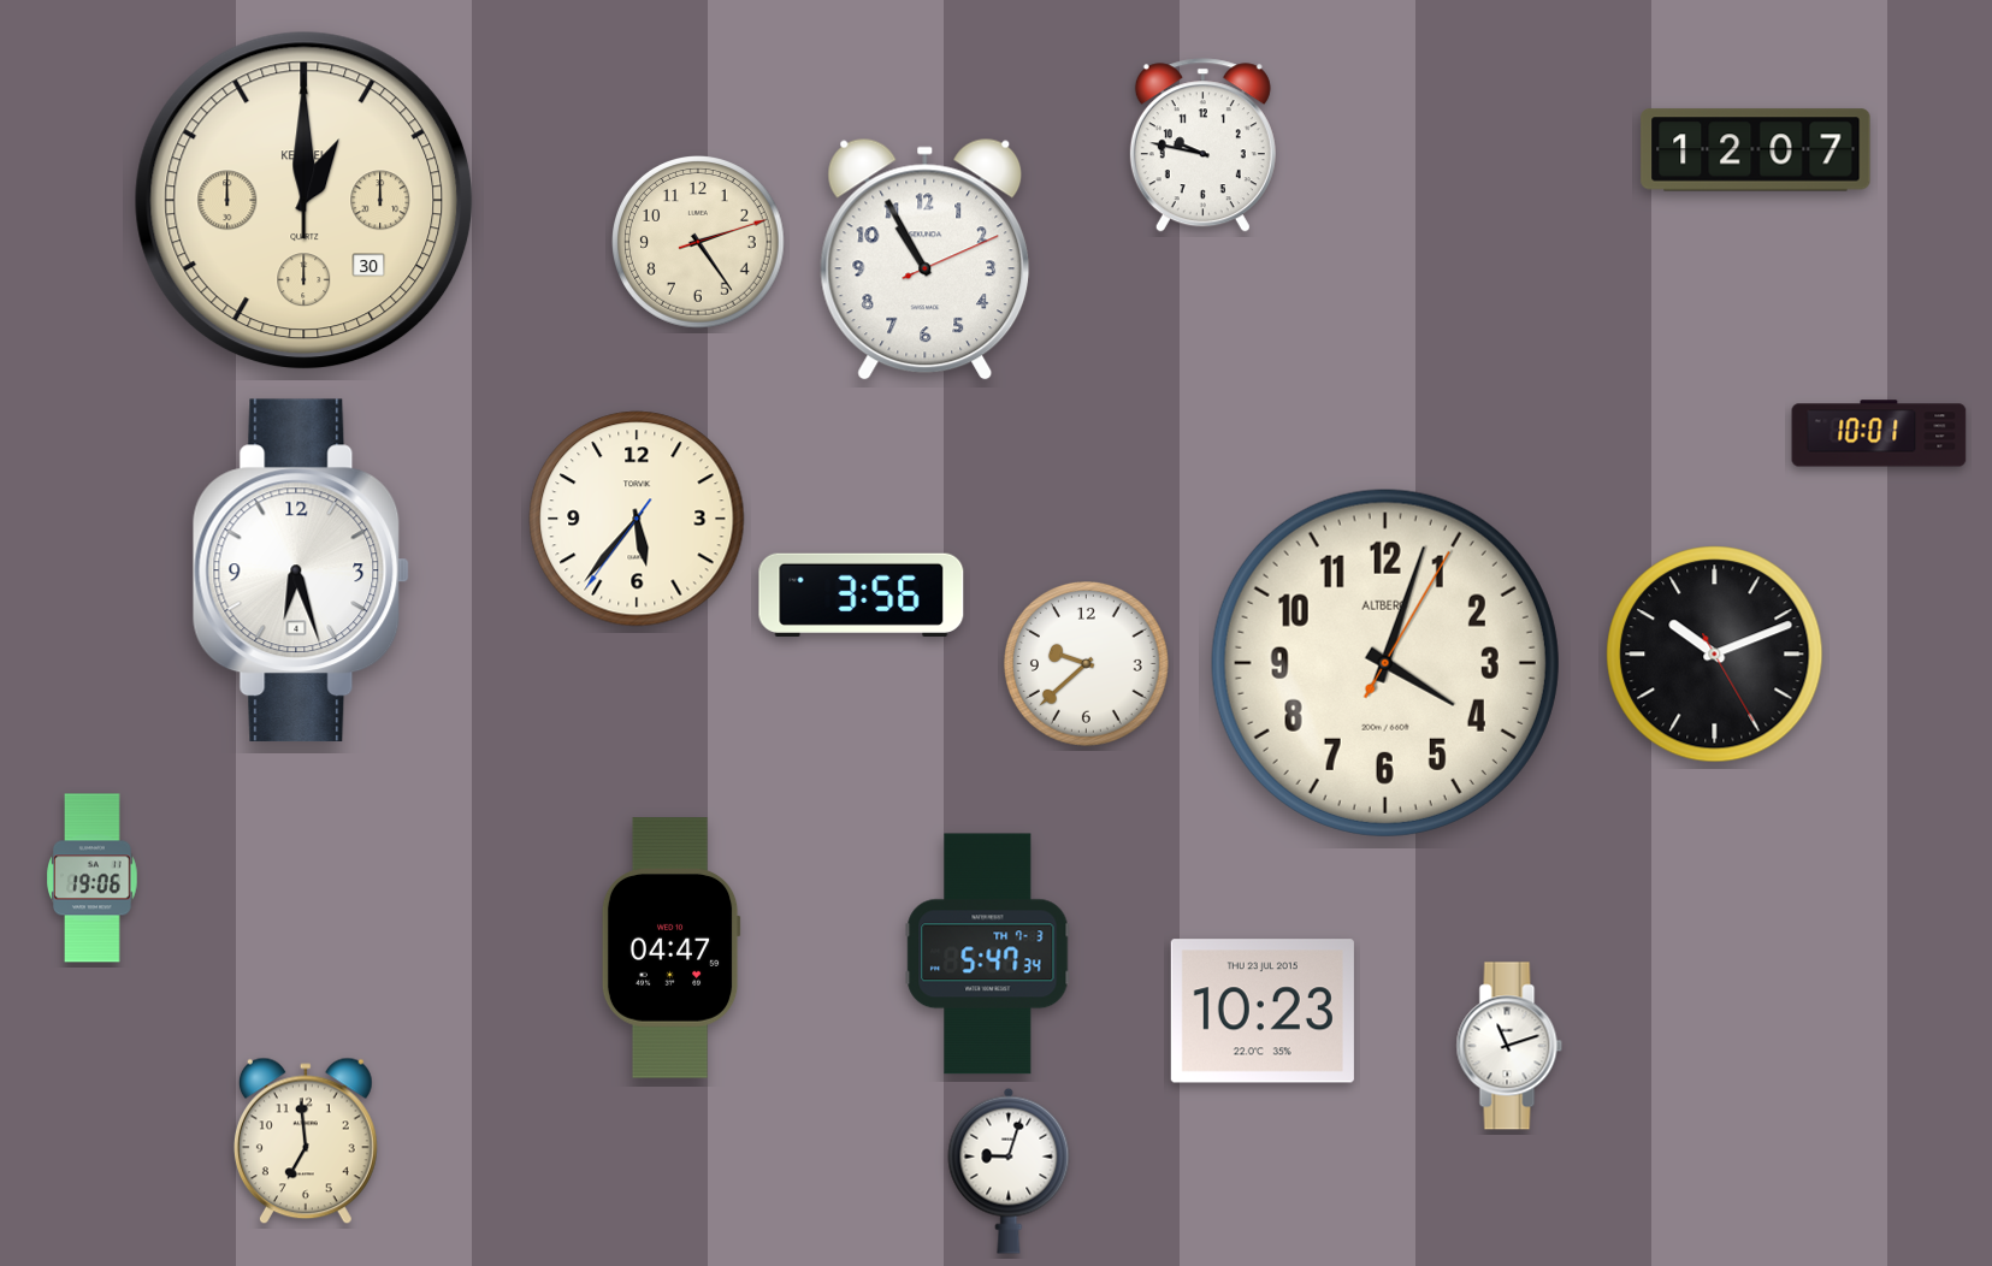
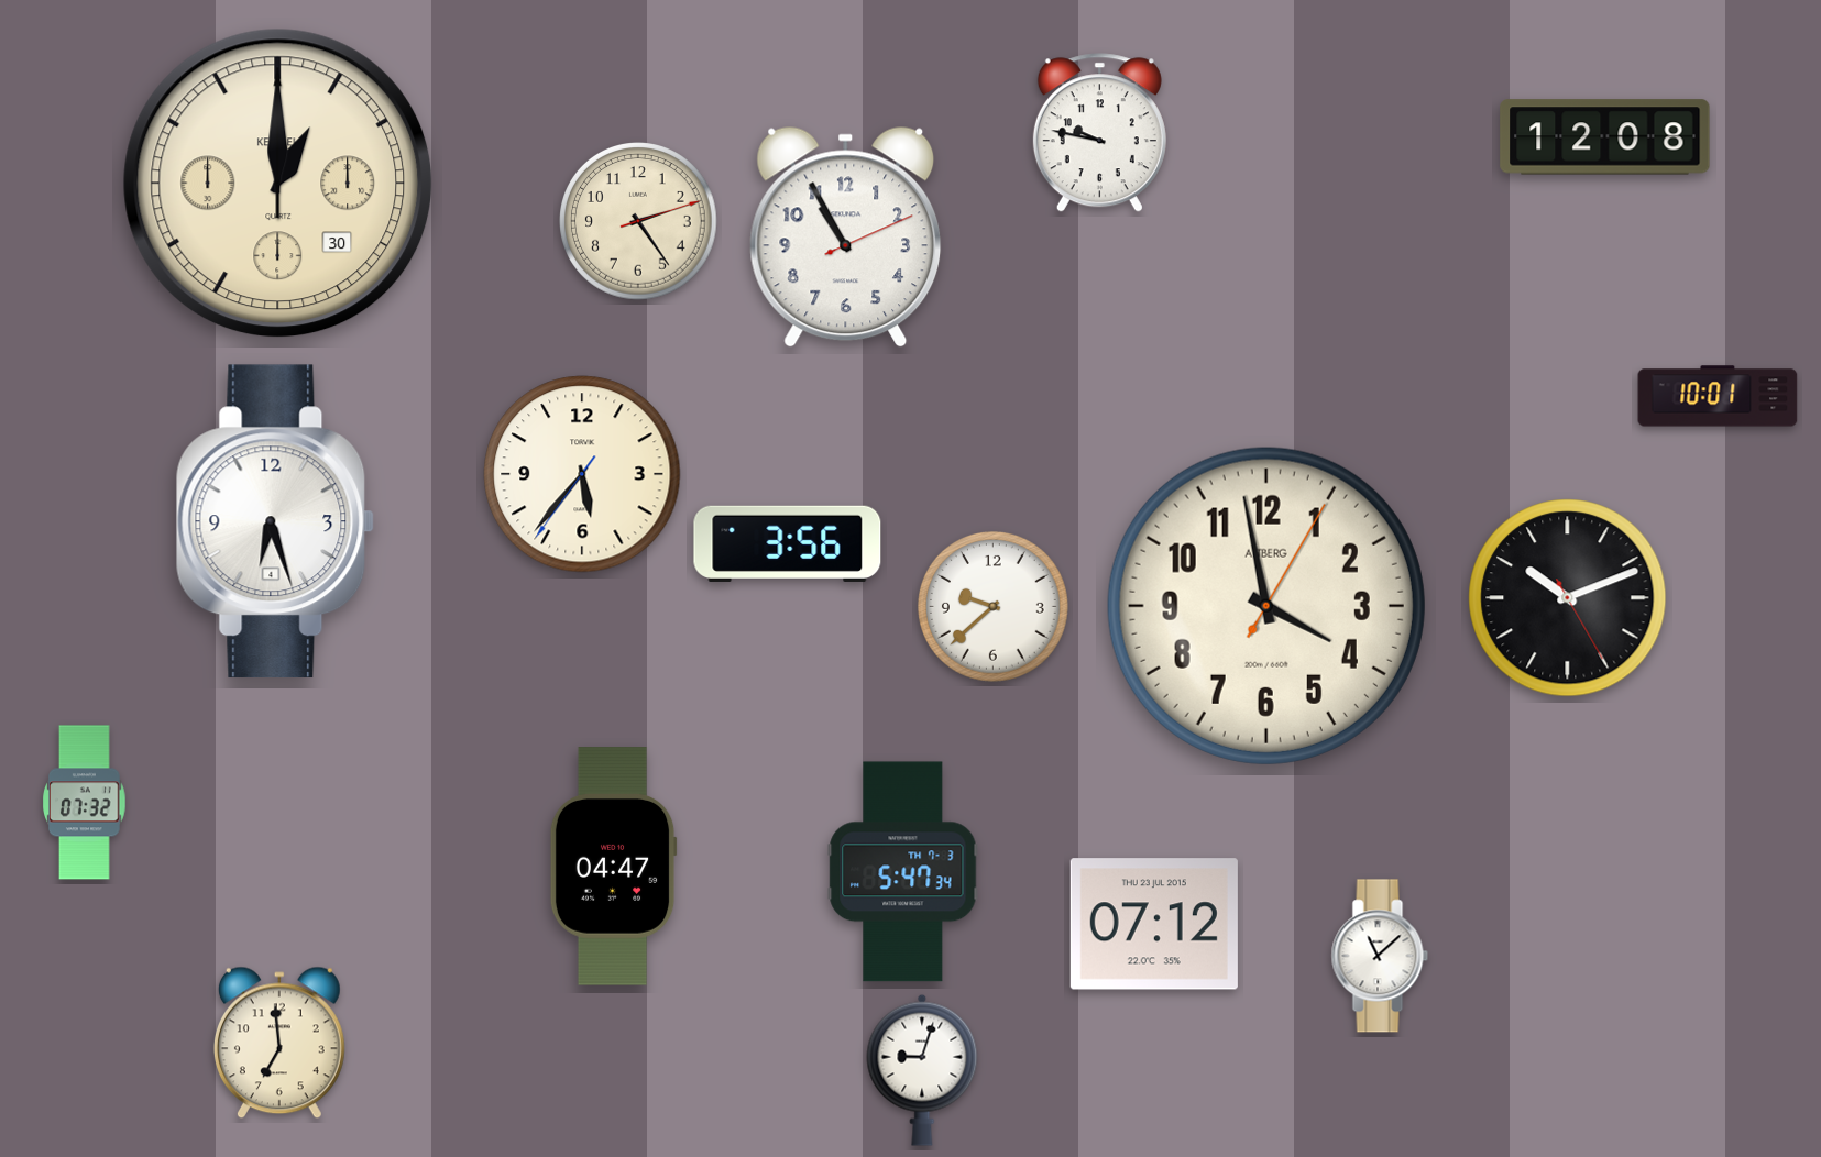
clock at (1756, 150): 12:07 -> 12:08
clock at (1385, 663): 4:03 -> 3:58
clock at (93, 878): 19:06 -> 07:32
clock at (1263, 1011): 10:23 -> 07:12
clock at (1509, 1046): 11:12 -> 11:08
